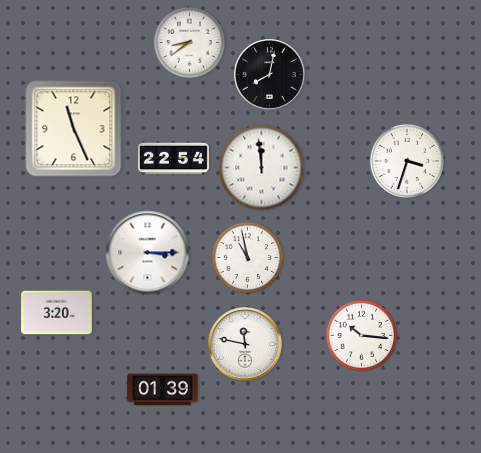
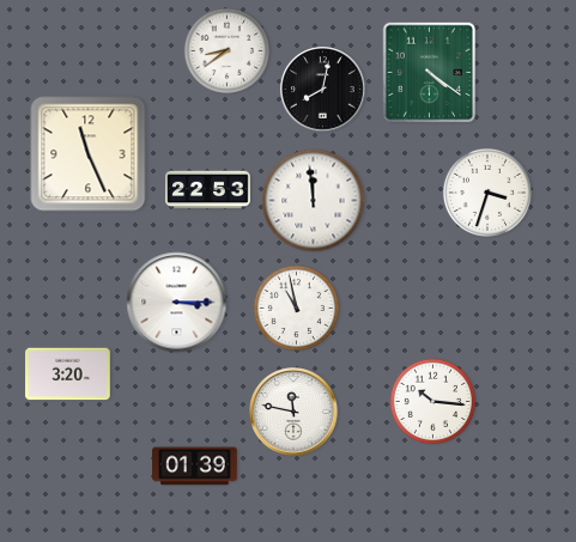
clock at (430, 73): none -> 4:21
clock at (174, 159): 22:54 -> 22:53
